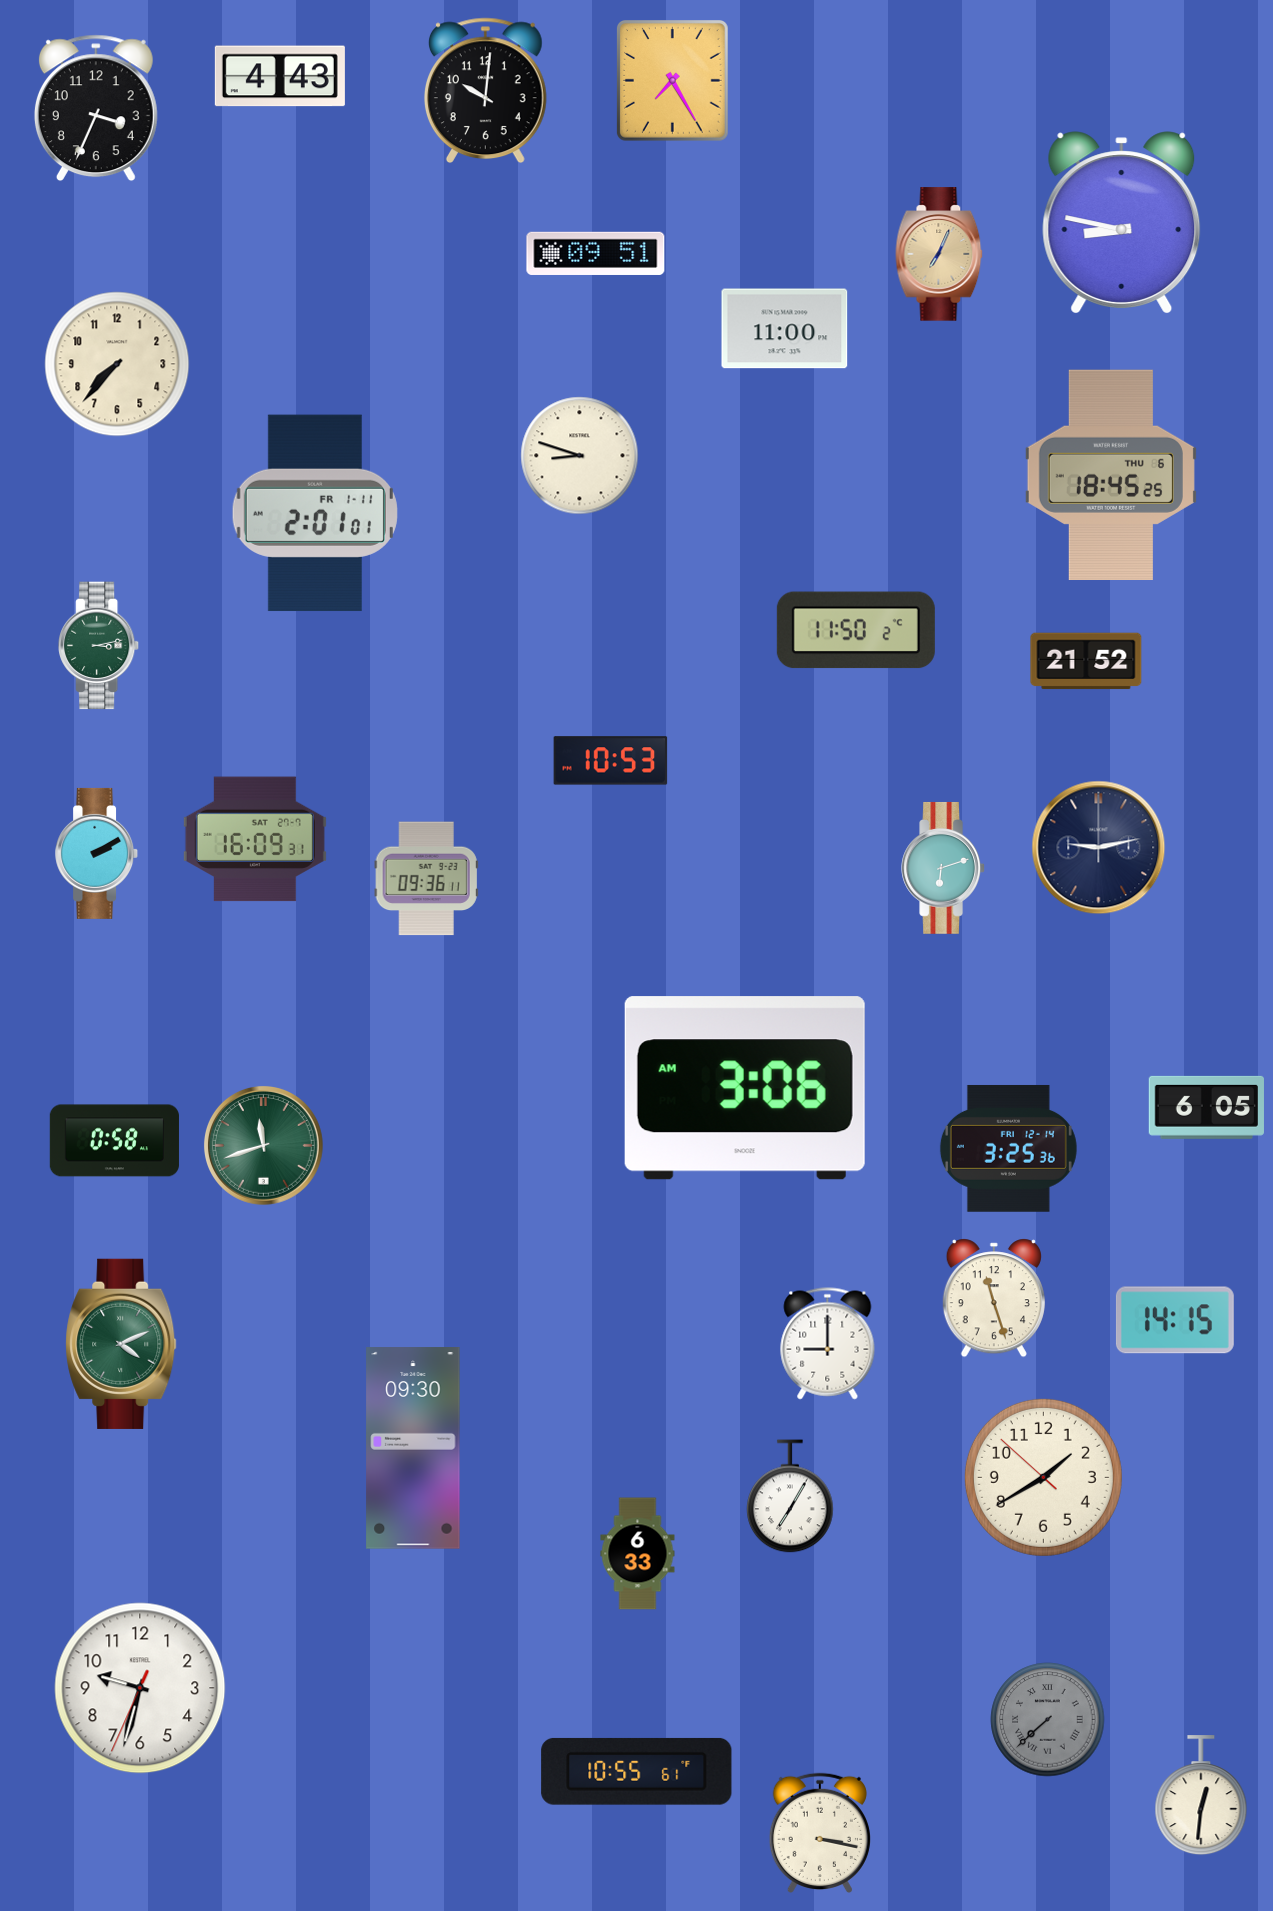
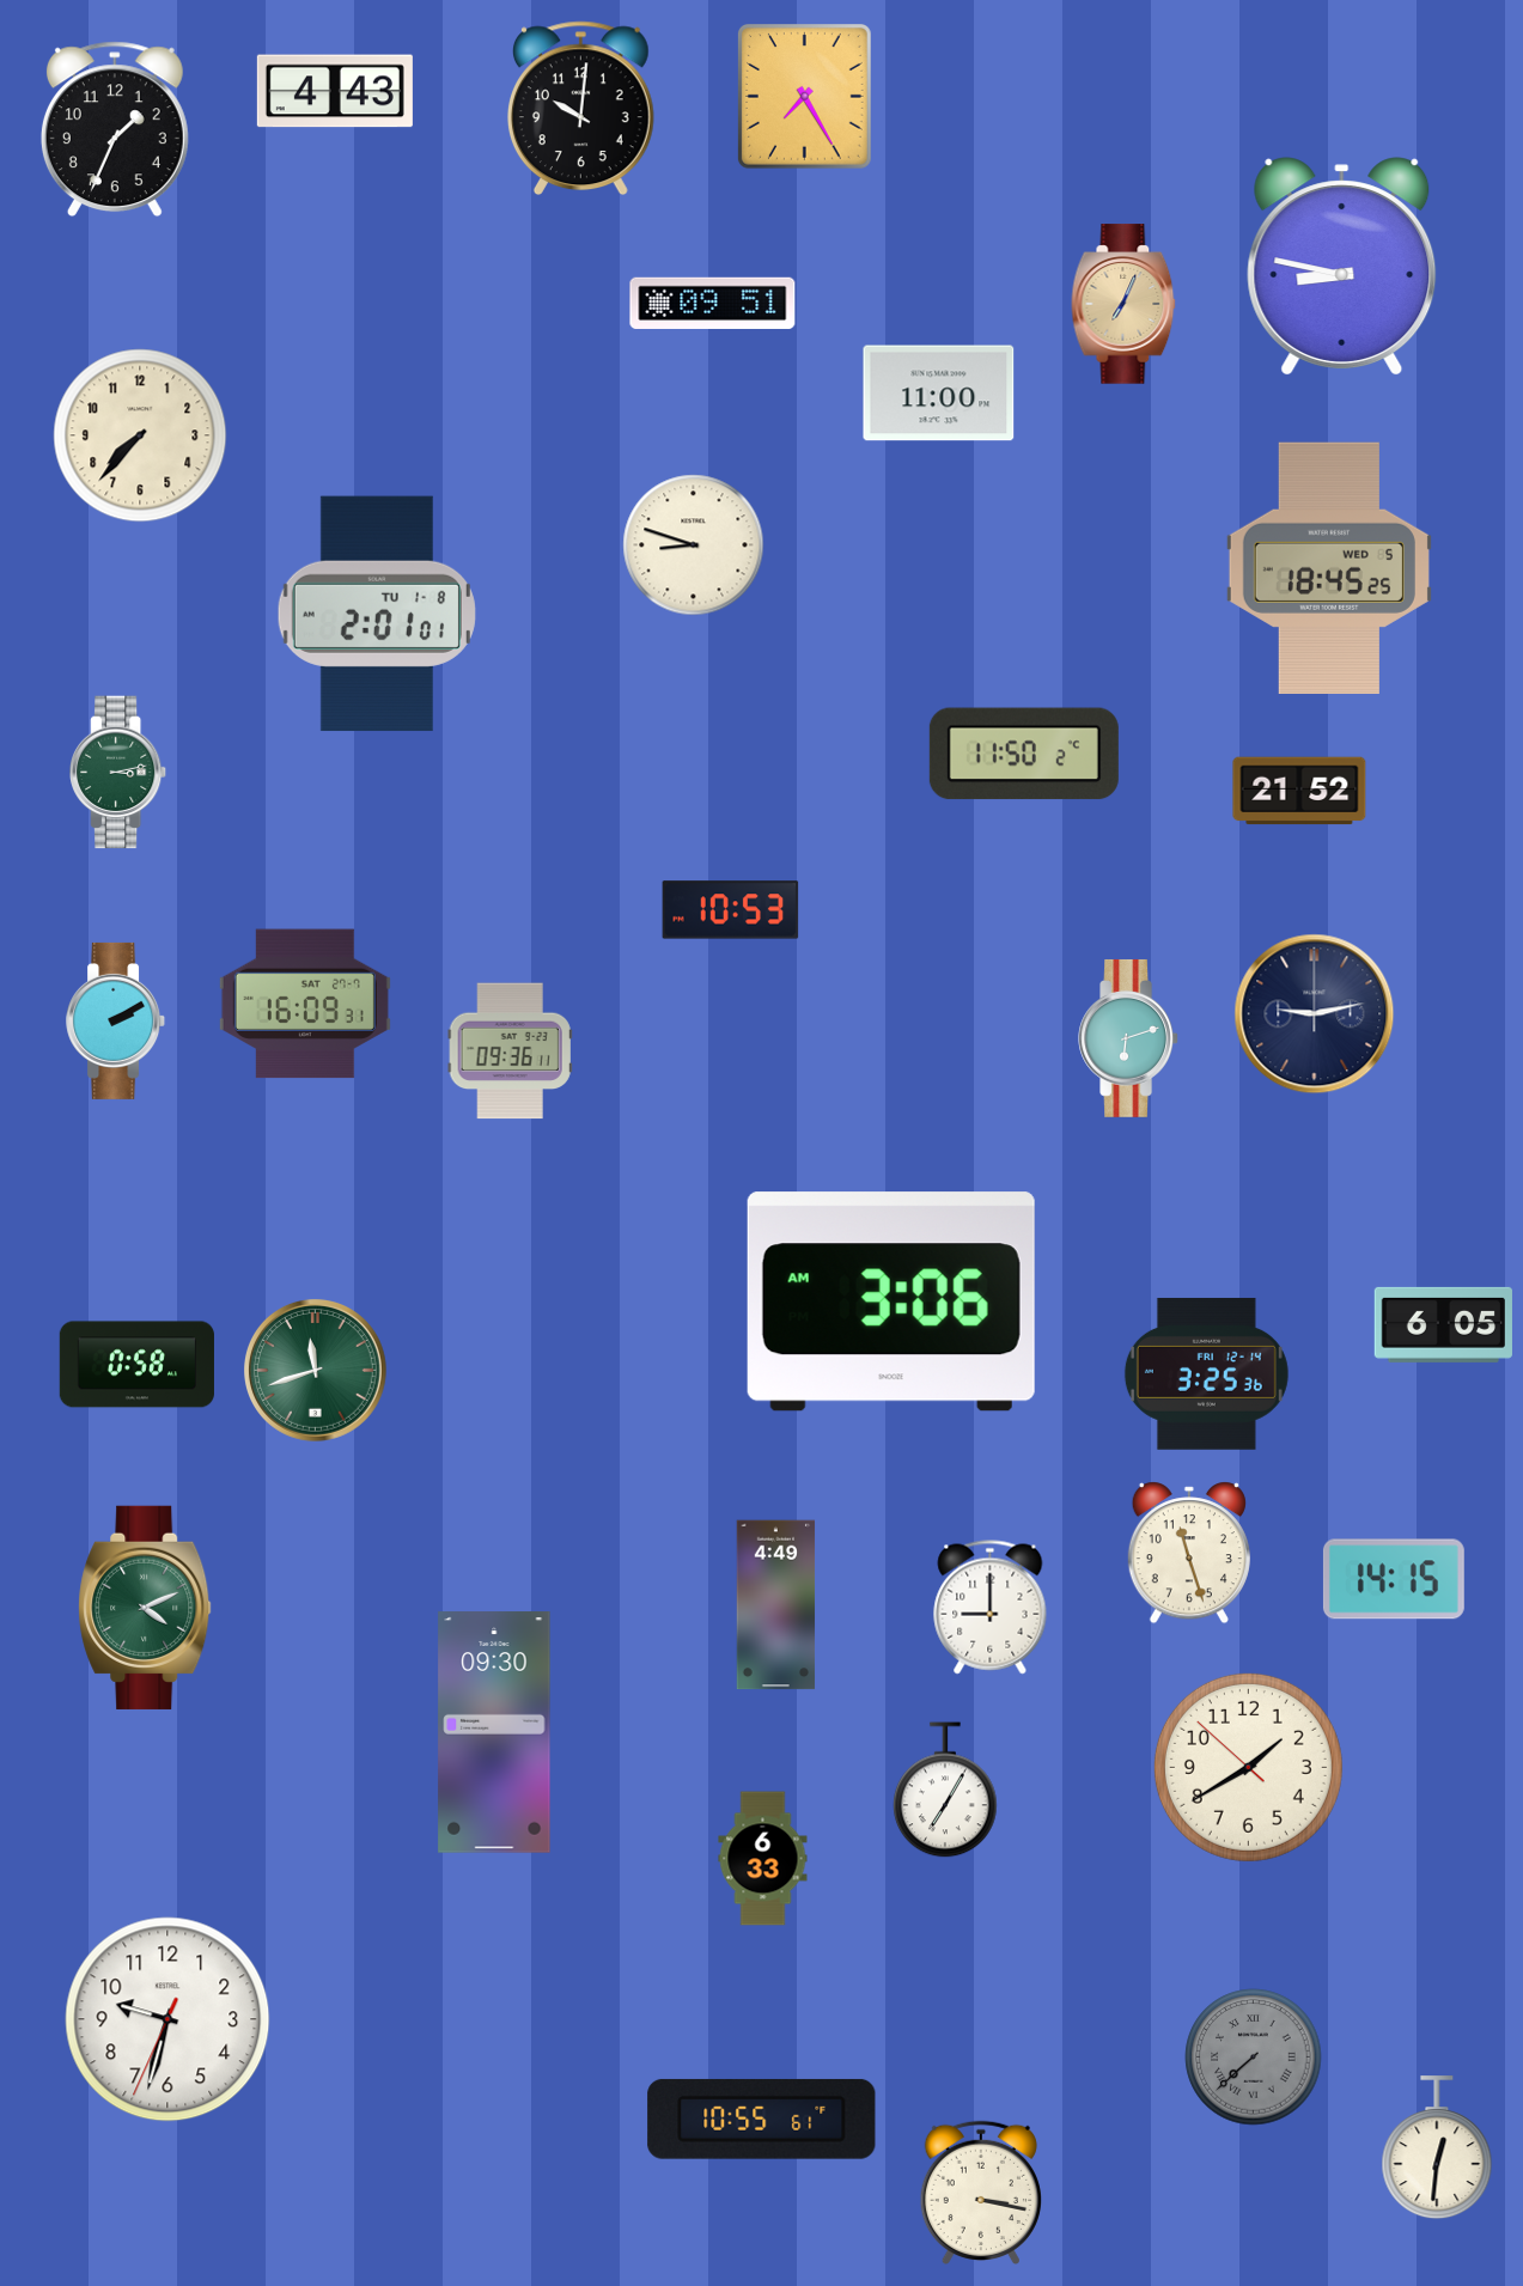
clock at (96, 108): 3:34 -> 1:34
clock at (1111, 474) date: THU 6 -> WED 5
clock at (315, 513) date: FR 1-11 -> TU 1-8
clock at (1175, 1320) position: (1175, 1320) -> (1394, 1579)
clock at (776, 1605): none -> 4:49
